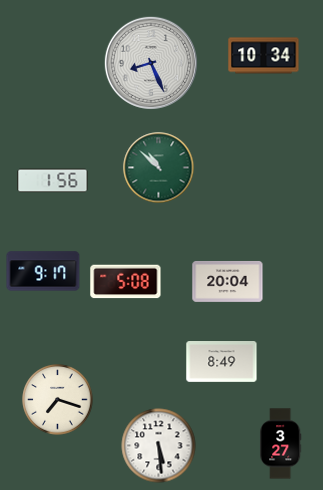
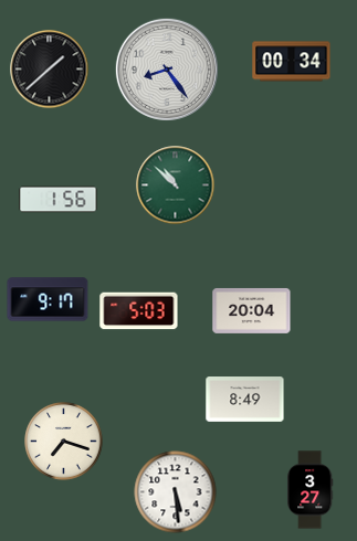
clock at (264, 56): 10:34 -> 00:34
clock at (50, 70): none -> 1:38
clock at (151, 63): 8:26 -> 8:24
clock at (126, 282): 5:08 -> 5:03
